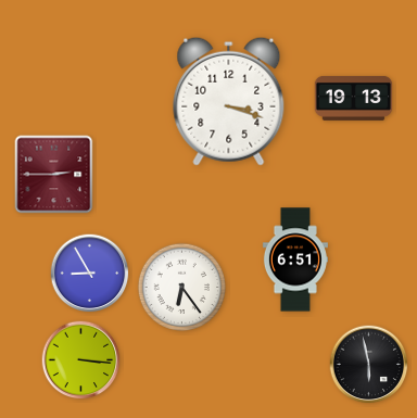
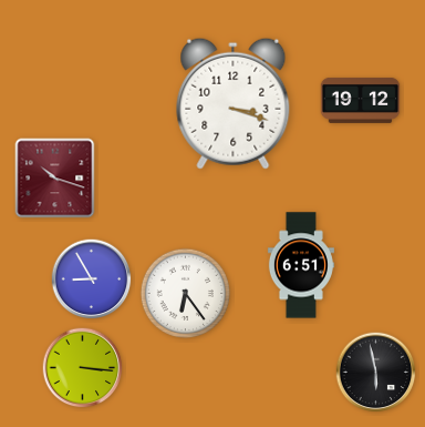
clock at (354, 98): 19:13 -> 19:12
clock at (54, 175): 2:45 -> 10:18
